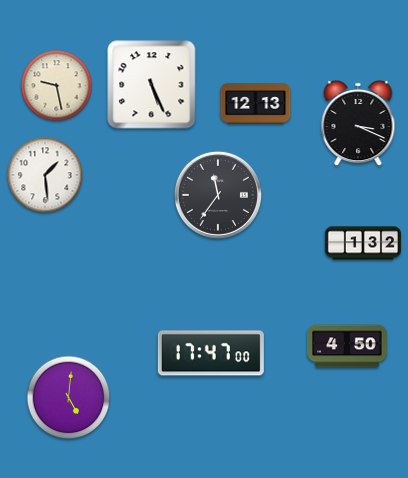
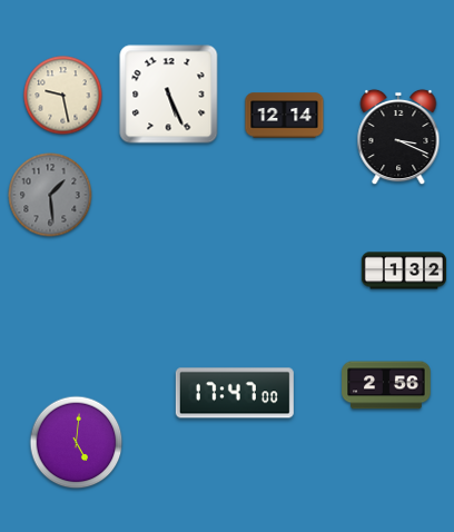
clock at (256, 104): 12:13 -> 12:14
clock at (45, 175) dial: white -> grey
clock at (218, 195): 11:36 -> none
clock at (347, 346): 4:50 -> 2:56
